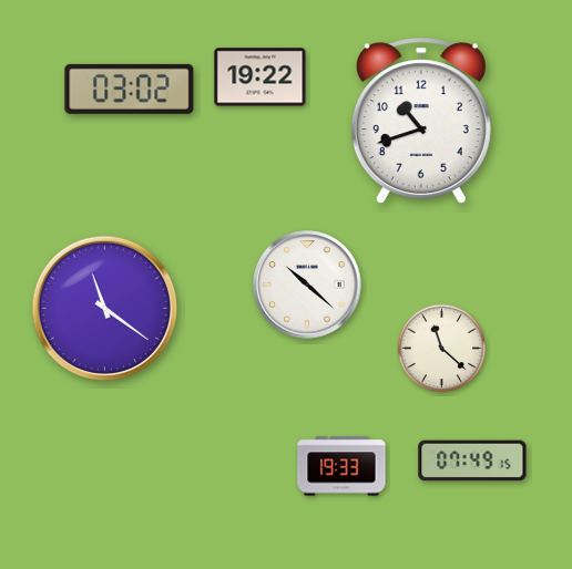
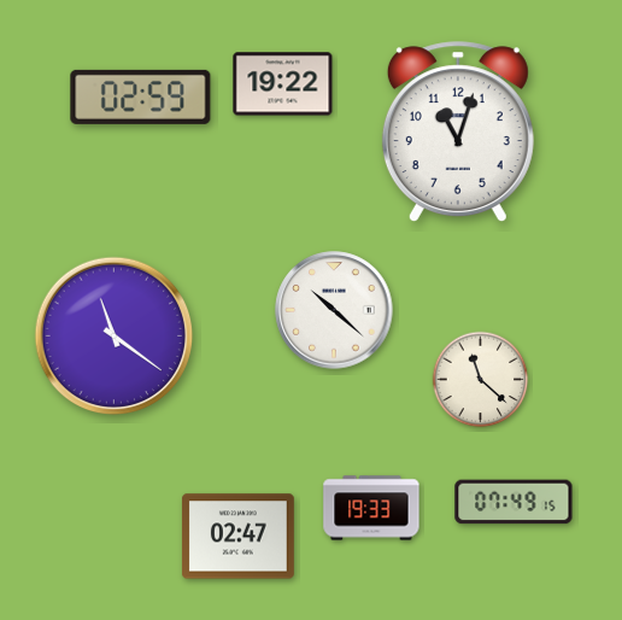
clock at (130, 89): 03:02 -> 02:59
clock at (421, 122): 10:42 -> 11:03
clock at (237, 537): none -> 02:47
